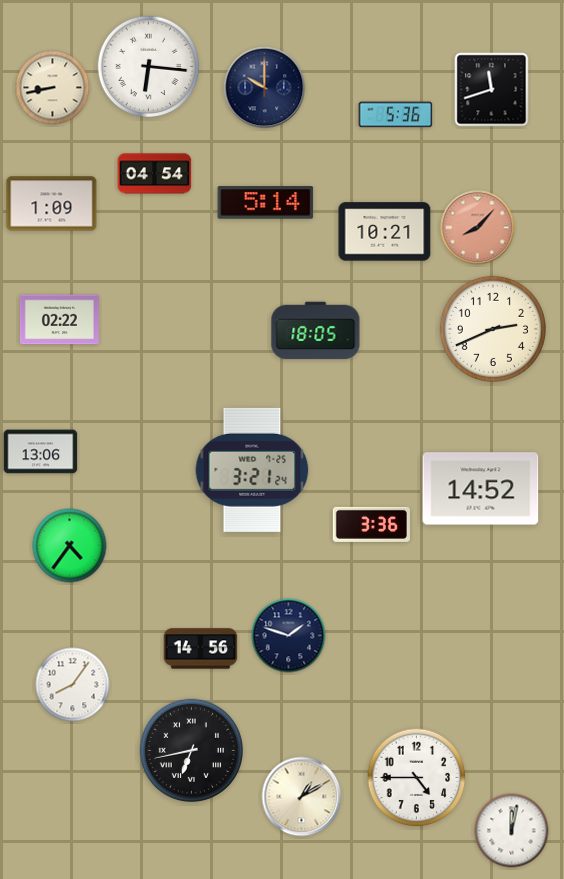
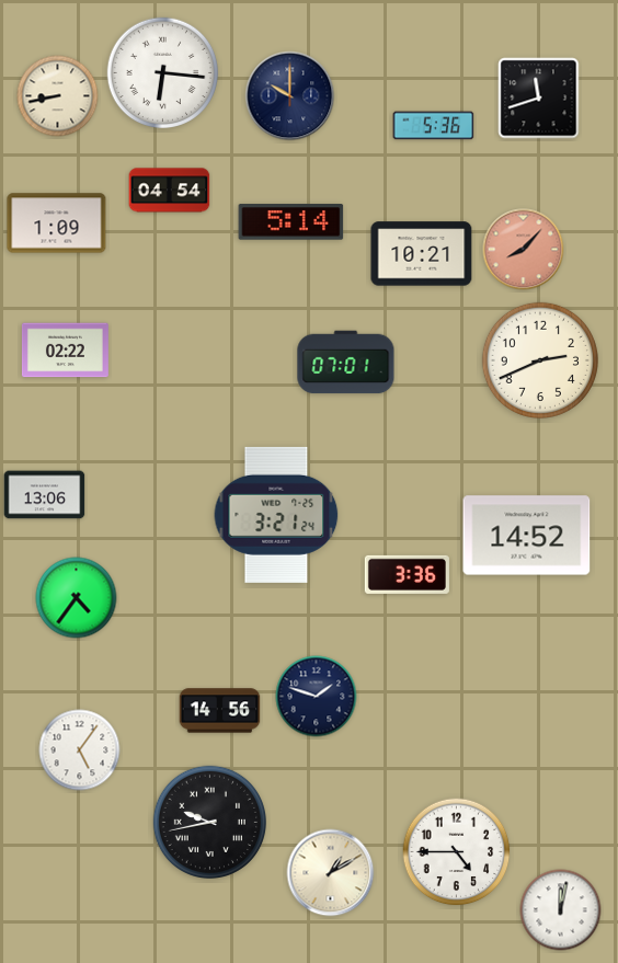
clock at (316, 331): 18:05 -> 07:01
clock at (73, 685): 8:06 -> 5:06
clock at (191, 750): 6:43 -> 9:43
